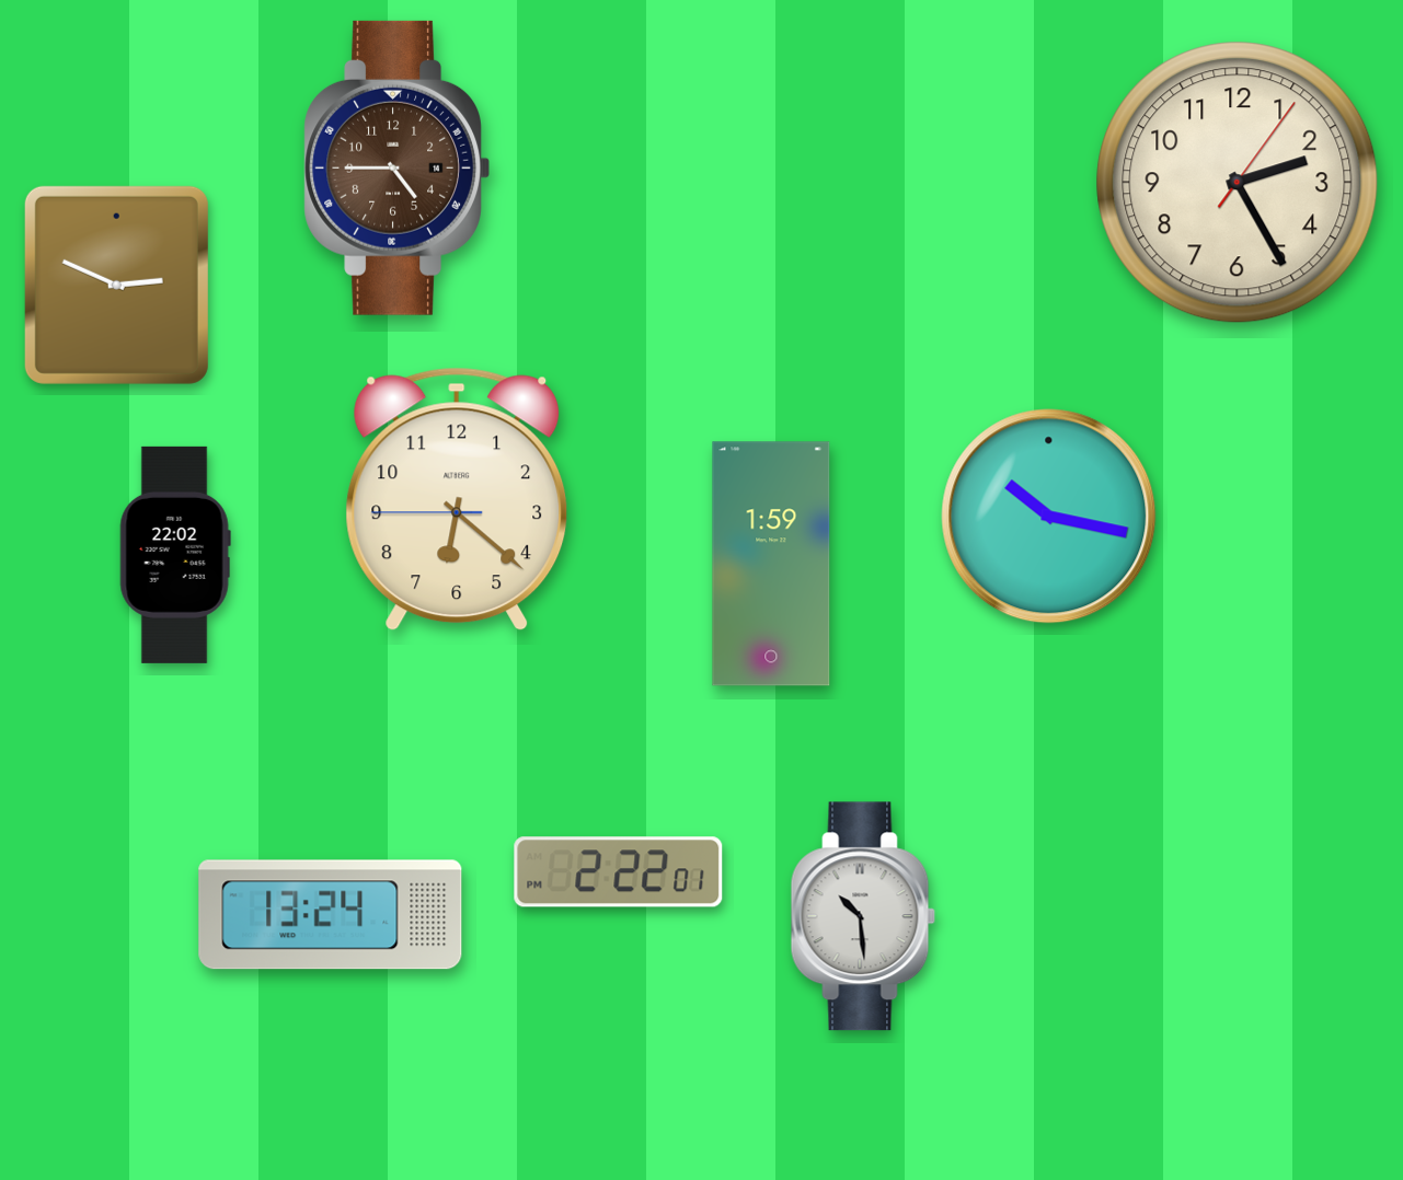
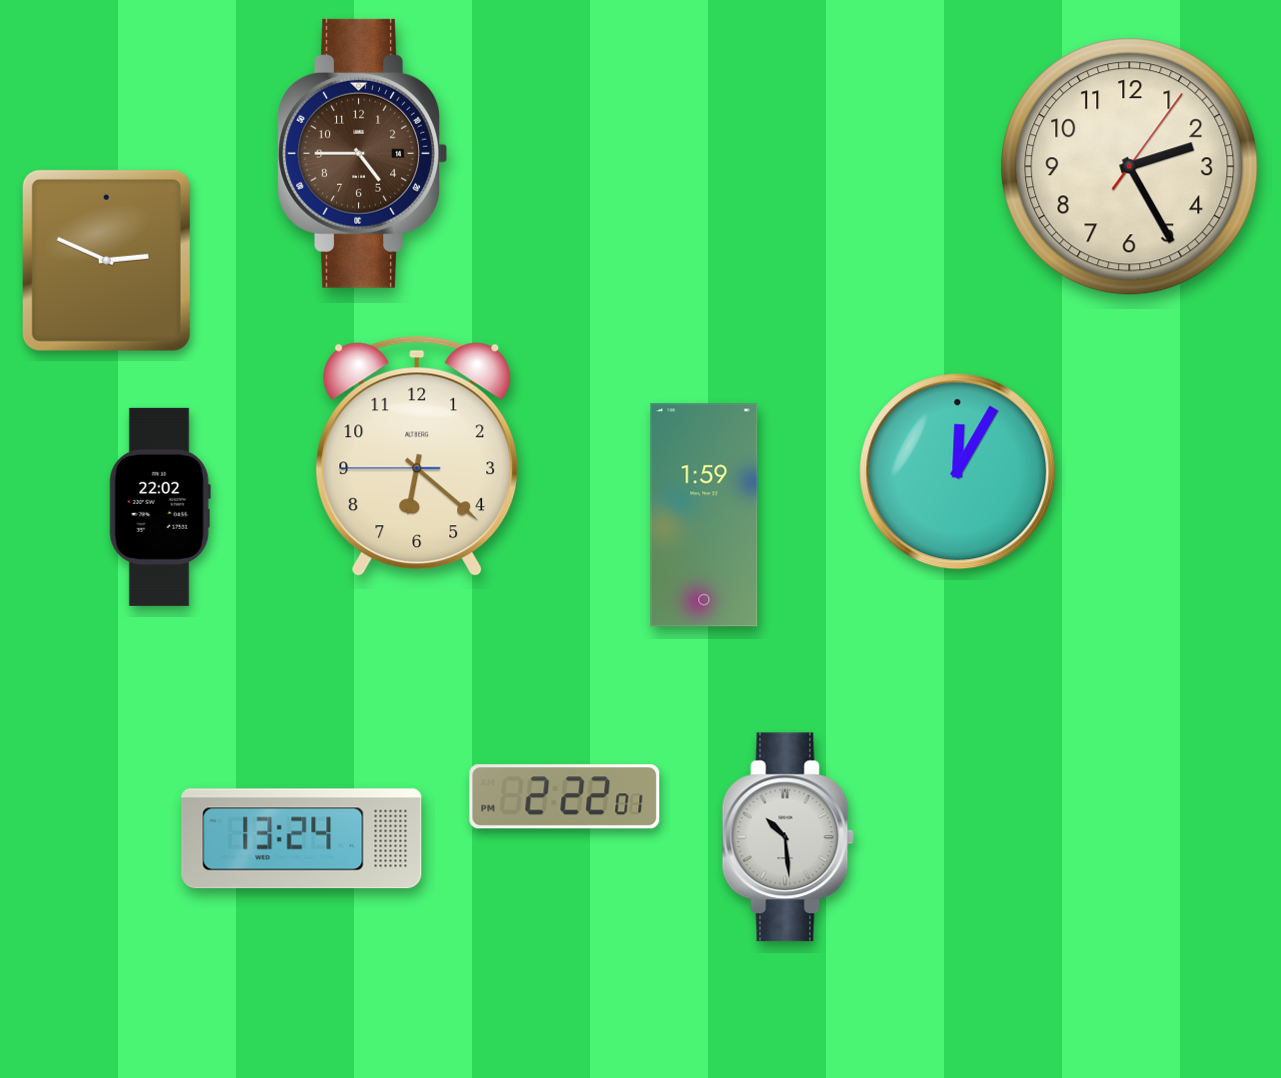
clock at (1049, 517): 10:17 -> 12:05
clock at (331, 915) position: (331, 915) -> (302, 839)
